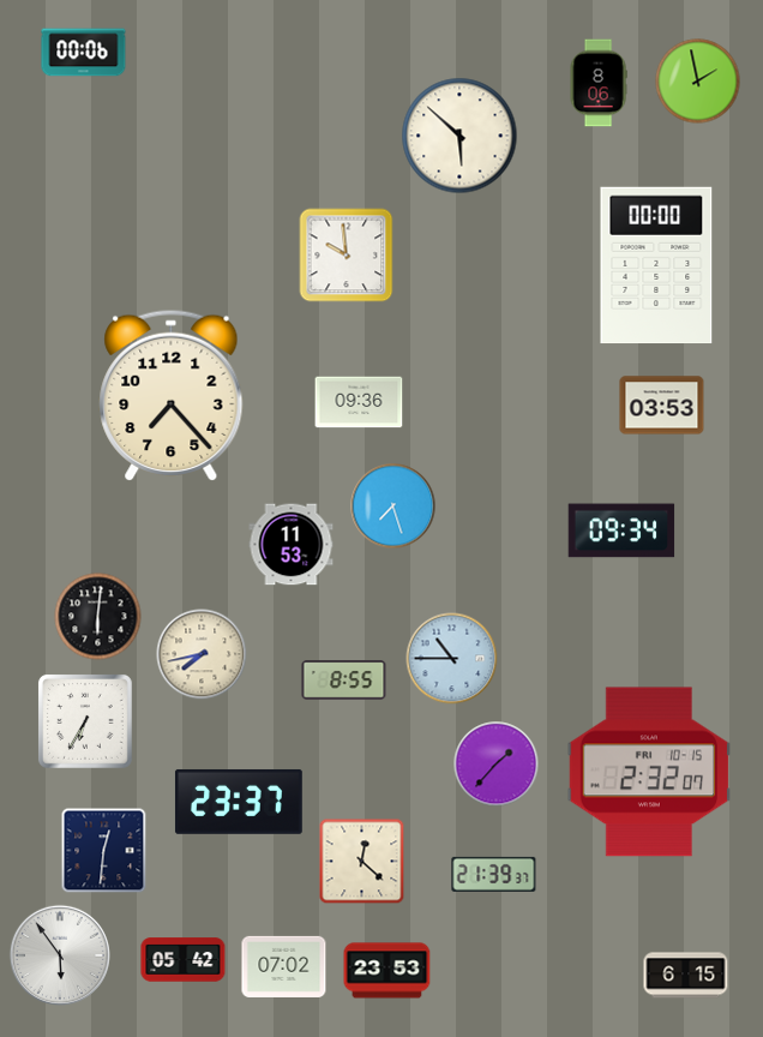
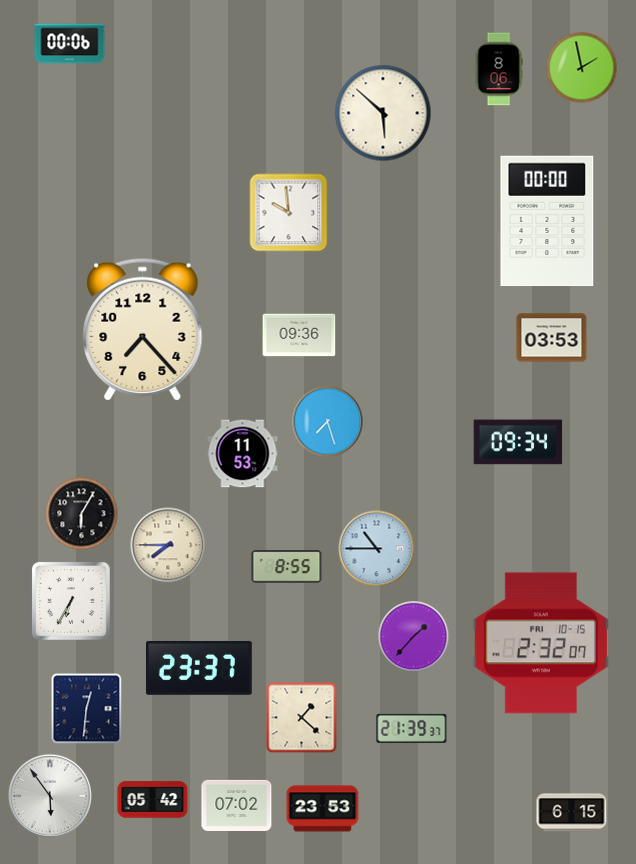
clock at (98, 617): 6:01 -> 6:05
clock at (202, 654): 7:43 -> 7:45
clock at (362, 862): 12:22 -> 1:22
